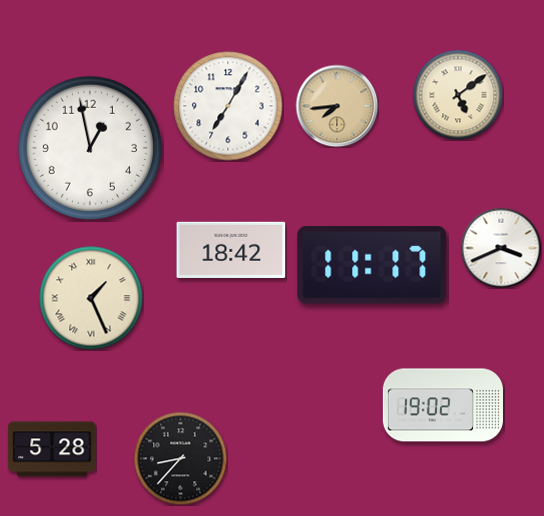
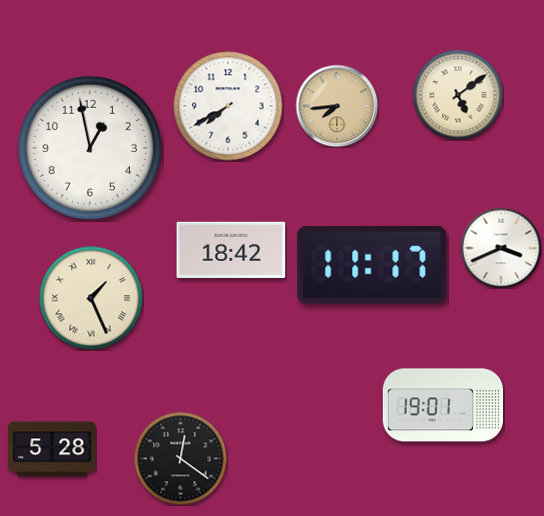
clock at (228, 106): 7:05 -> 7:40
clock at (442, 405): 19:02 -> 19:01
clock at (180, 458): 8:37 -> 12:21
